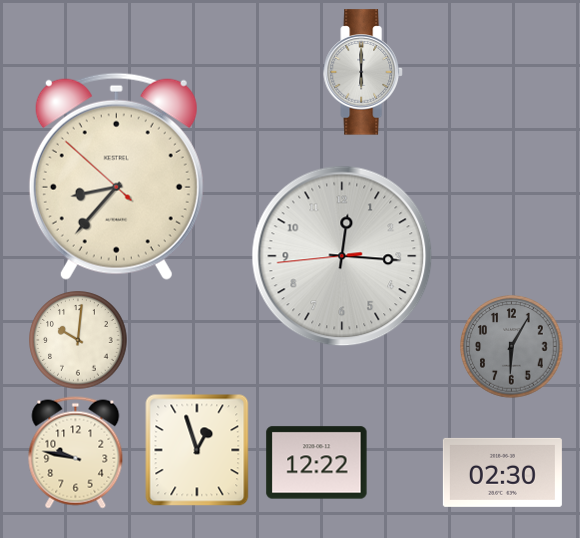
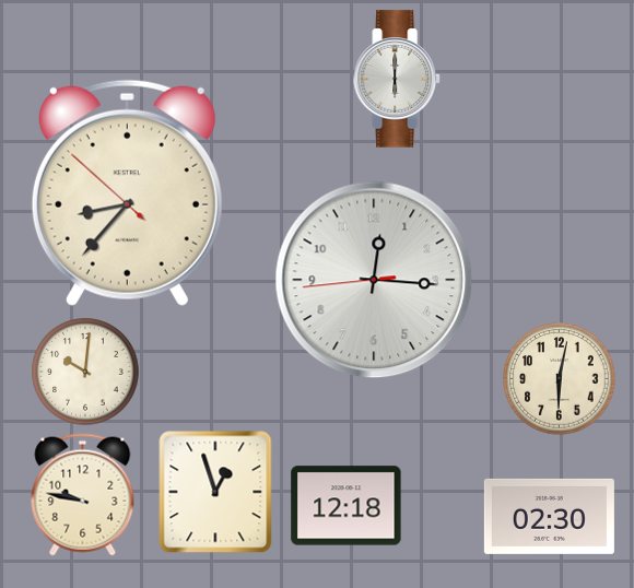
clock at (512, 347): 6:05 -> 6:02
clock at (512, 347) dial: grey -> cream
clock at (317, 463): 12:22 -> 12:18
